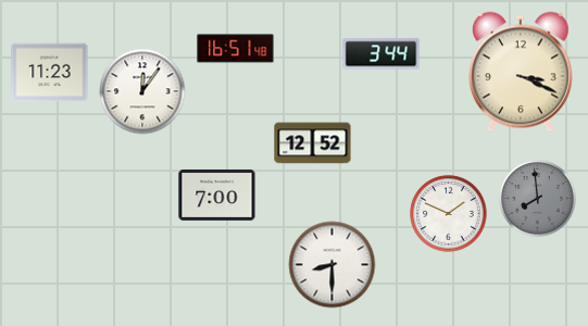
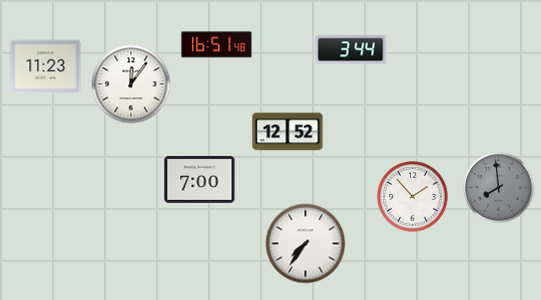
clock at (521, 72): 3:19 -> none
clock at (538, 199) position: (538, 199) -> (499, 188)
clock at (449, 214): 1:49 -> 1:53
clock at (333, 265): 8:30 -> 7:36
